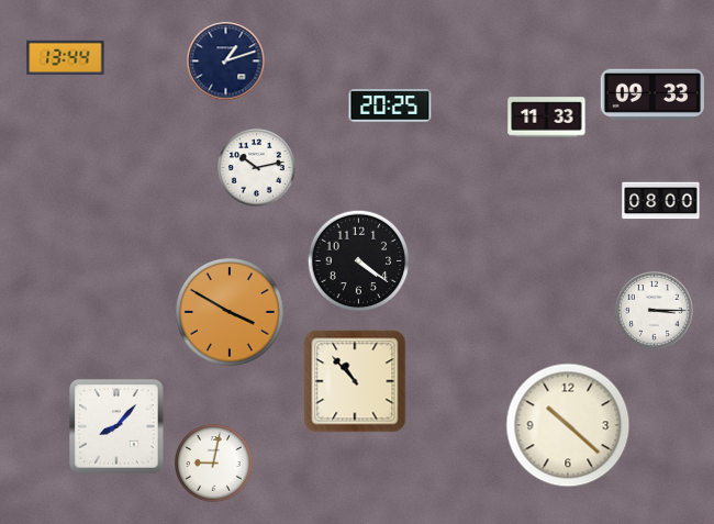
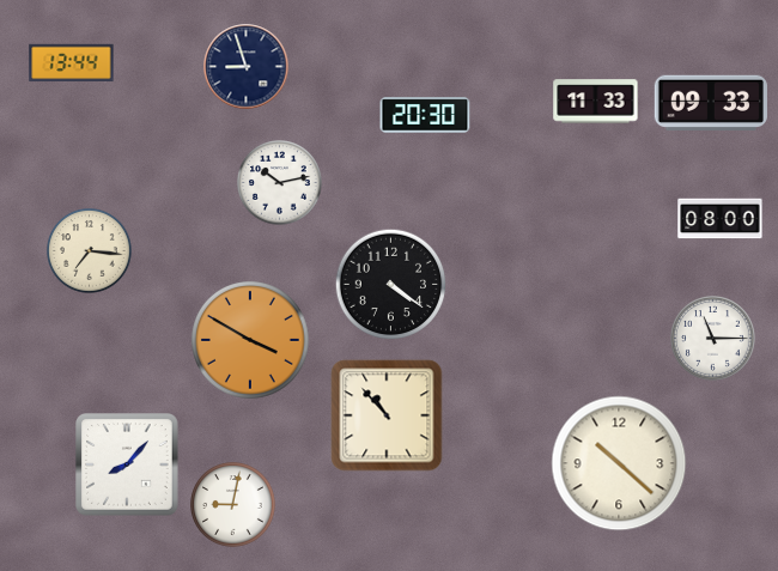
clock at (226, 62): 1:12 -> 8:57
clock at (390, 105): 20:25 -> 20:30
clock at (547, 118) position: (547, 118) -> (596, 102)
clock at (90, 251): none -> 7:16
clock at (655, 311): 3:15 -> 11:15
